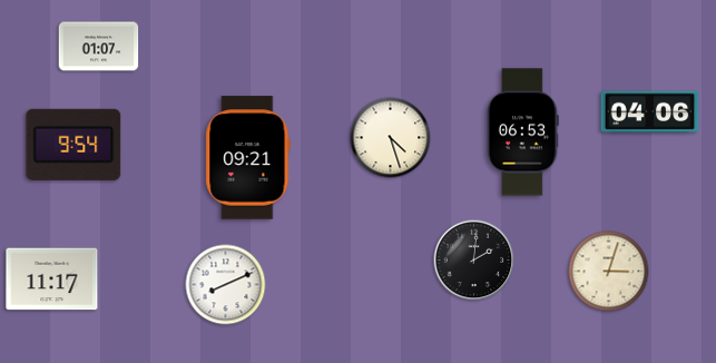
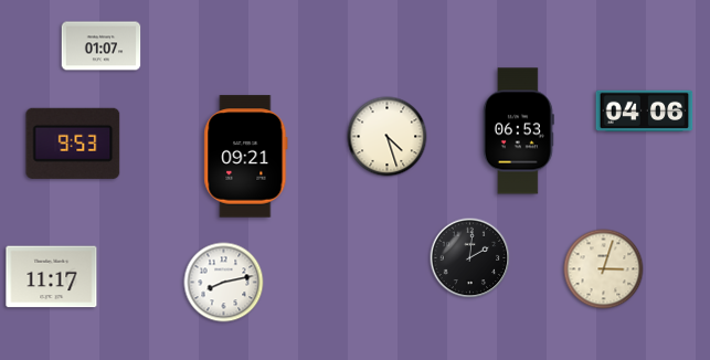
clock at (99, 47) position: (99, 47) -> (102, 46)
clock at (73, 145): 9:54 -> 9:53
clock at (226, 285): 8:11 -> 8:13
